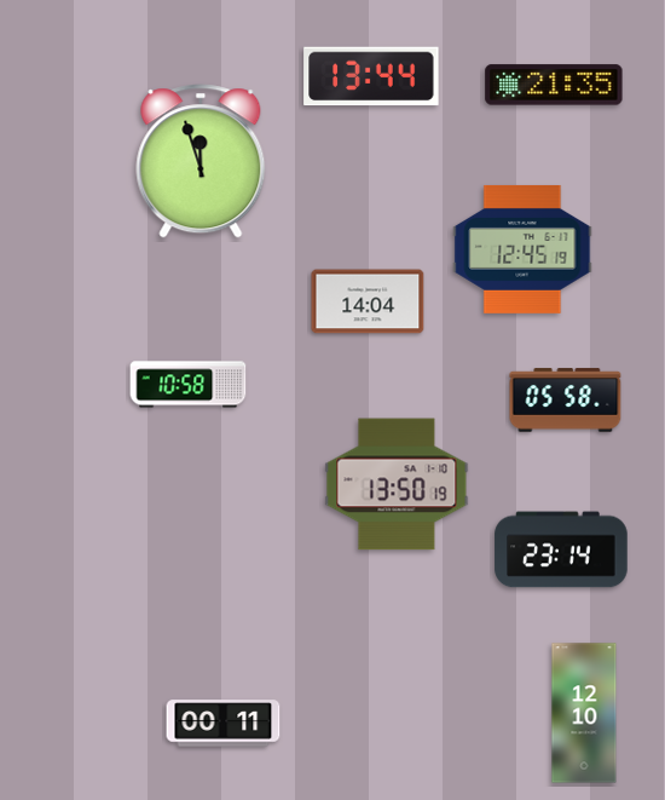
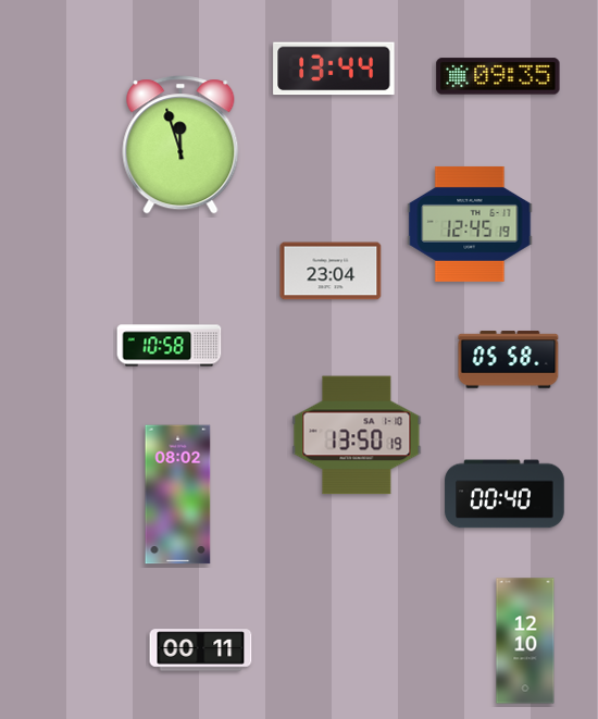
clock at (554, 85): 21:35 -> 09:35
clock at (368, 301): 14:04 -> 23:04
clock at (561, 549): 23:14 -> 00:40
clock at (178, 495): none -> 08:02
